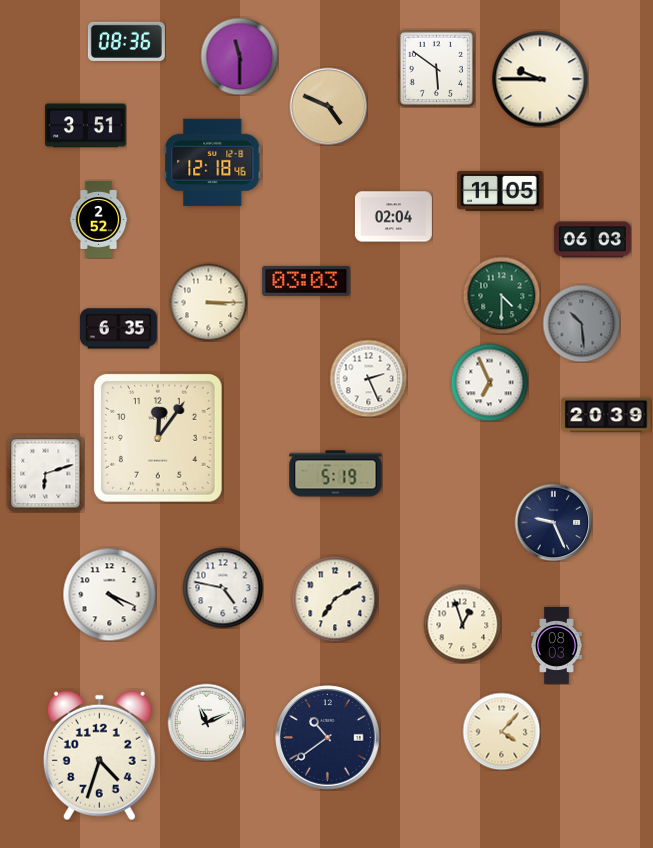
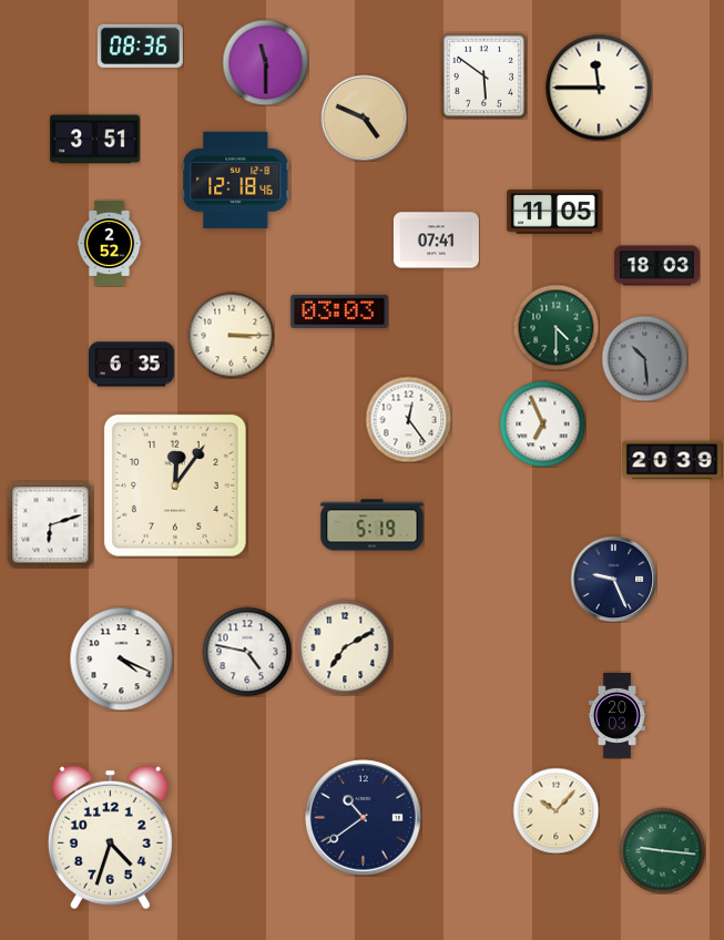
clock at (540, 79): 9:45 -> 11:45
clock at (393, 217): 02:04 -> 07:41
clock at (592, 240): 06:03 -> 18:03
clock at (368, 378): 2:26 -> 12:24
clock at (335, 599) position: (335, 599) -> (345, 647)
clock at (462, 624): 12:57 -> none
clock at (556, 645): 08:03 -> 20:03
clock at (206, 722): 11:11 -> none
clock at (501, 731): 4:07 -> 10:07
clock at (662, 850): none -> 9:16
